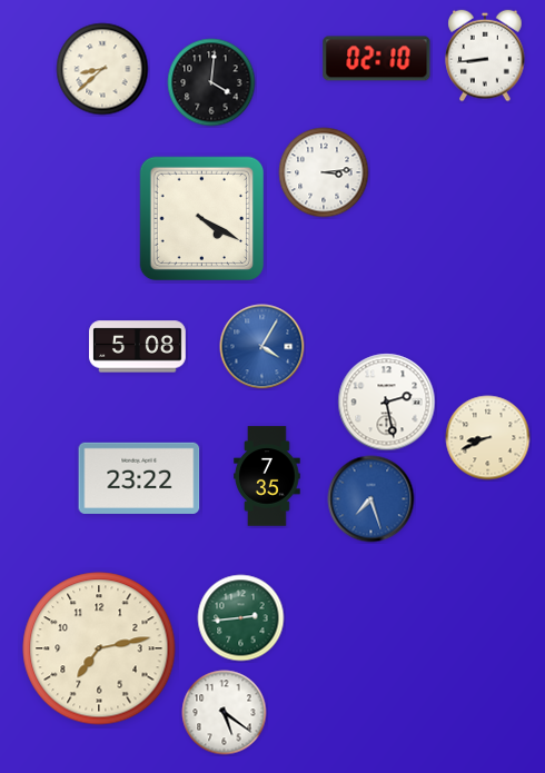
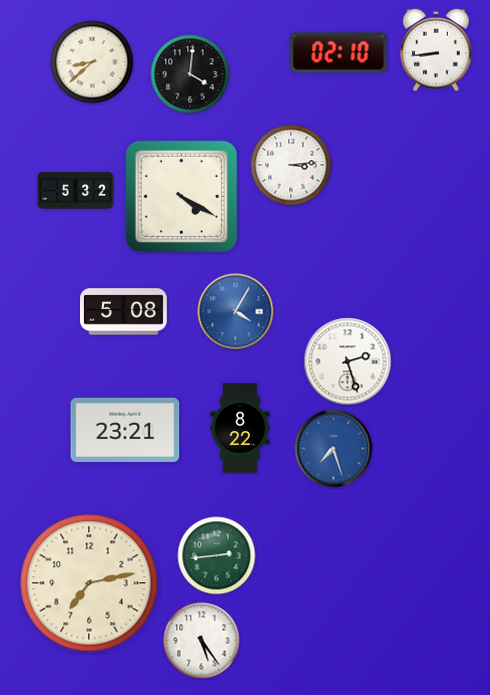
clock at (324, 172) position: (324, 172) -> (291, 165)
clock at (76, 191): none -> 5:32
clock at (387, 403): 2:28 -> 2:27
clock at (488, 438): 8:41 -> none
clock at (267, 476): 7:35 -> 8:22
clock at (139, 478): 23:22 -> 23:21
clock at (225, 713): 5:21 -> 5:24
